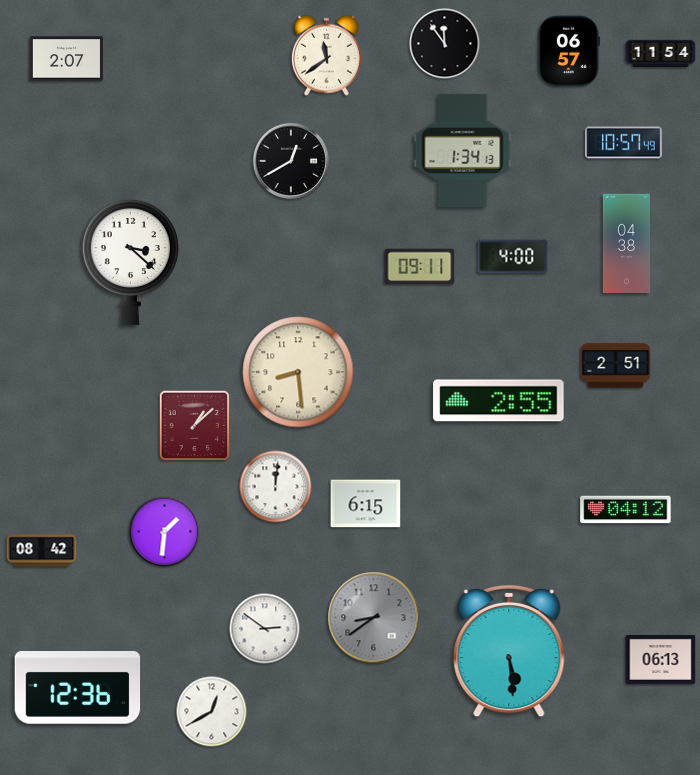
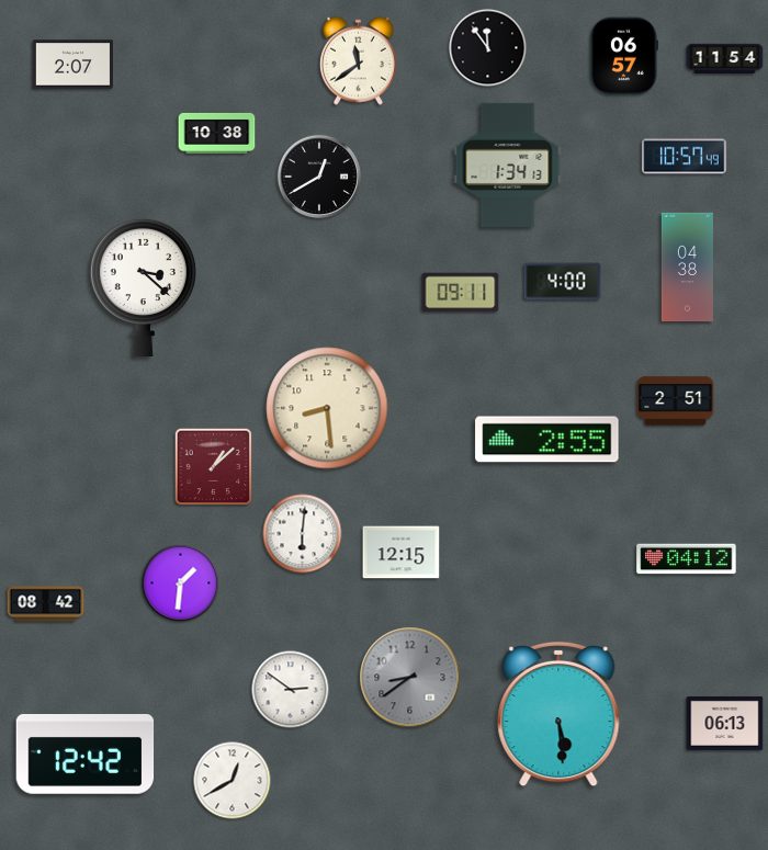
clock at (217, 133): none -> 10:38
clock at (276, 487): 12:01 -> 6:01
clock at (366, 504): 6:15 -> 12:15
clock at (78, 688): 12:36 -> 12:42
